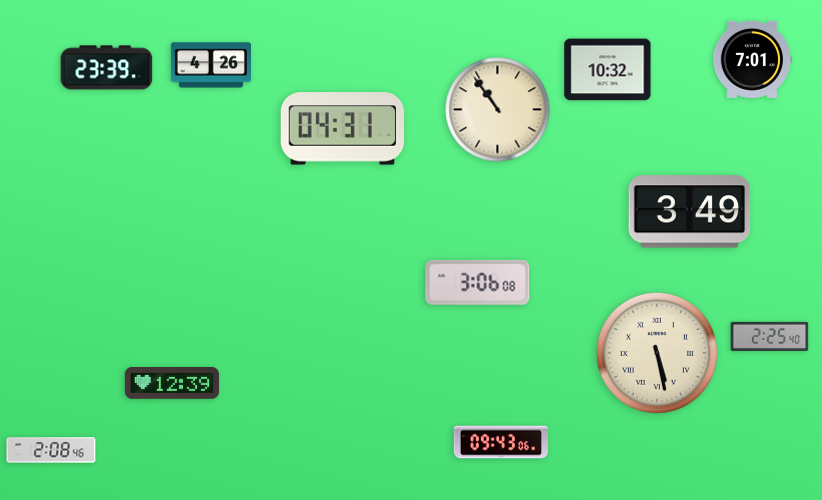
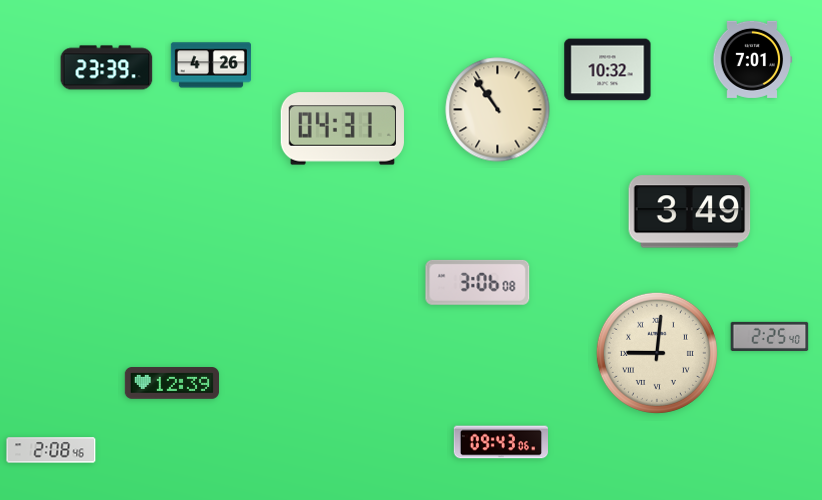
clock at (657, 353): 5:28 -> 9:01
